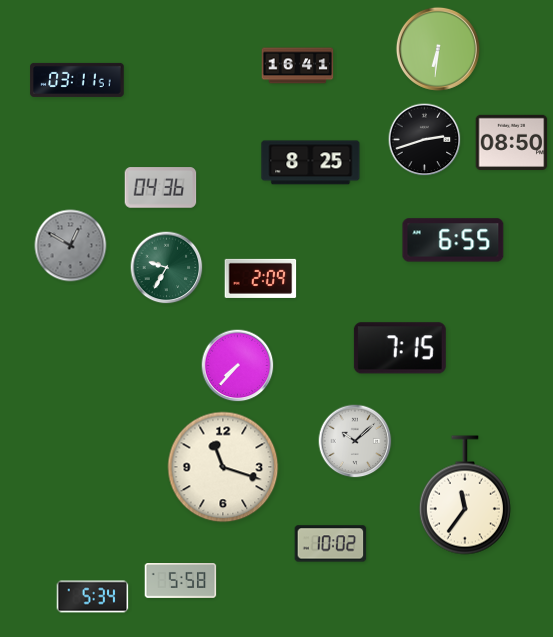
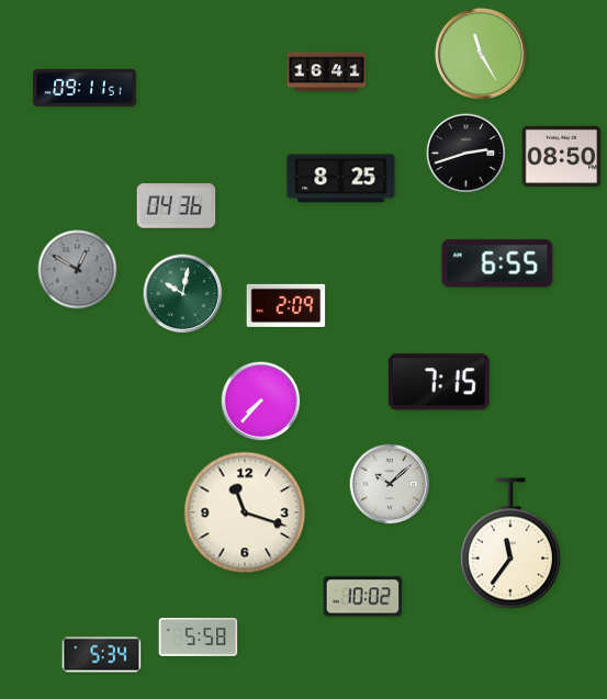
clock at (438, 49): 6:31 -> 11:25
clock at (77, 80): 03:11 -> 09:11
clock at (167, 268): 9:35 -> 10:02
